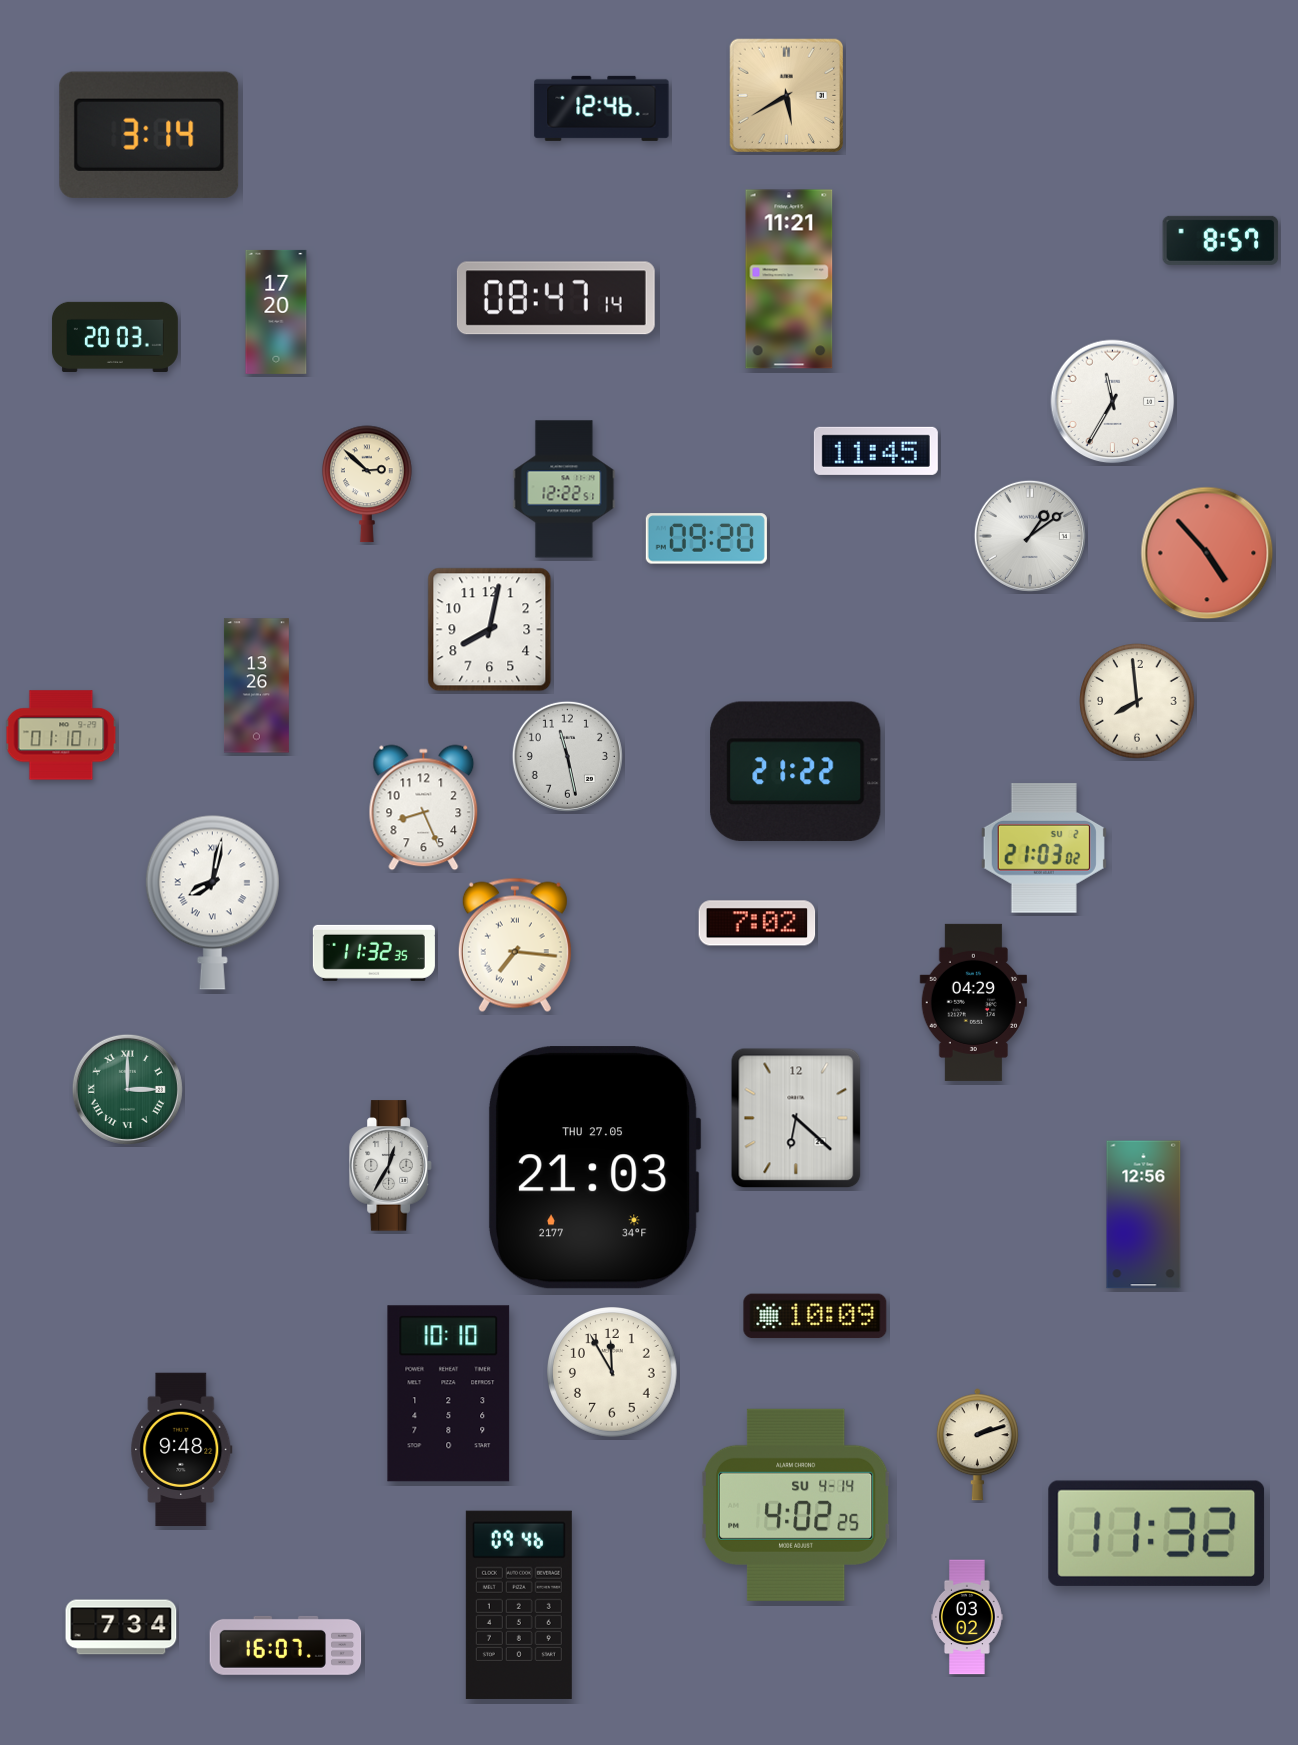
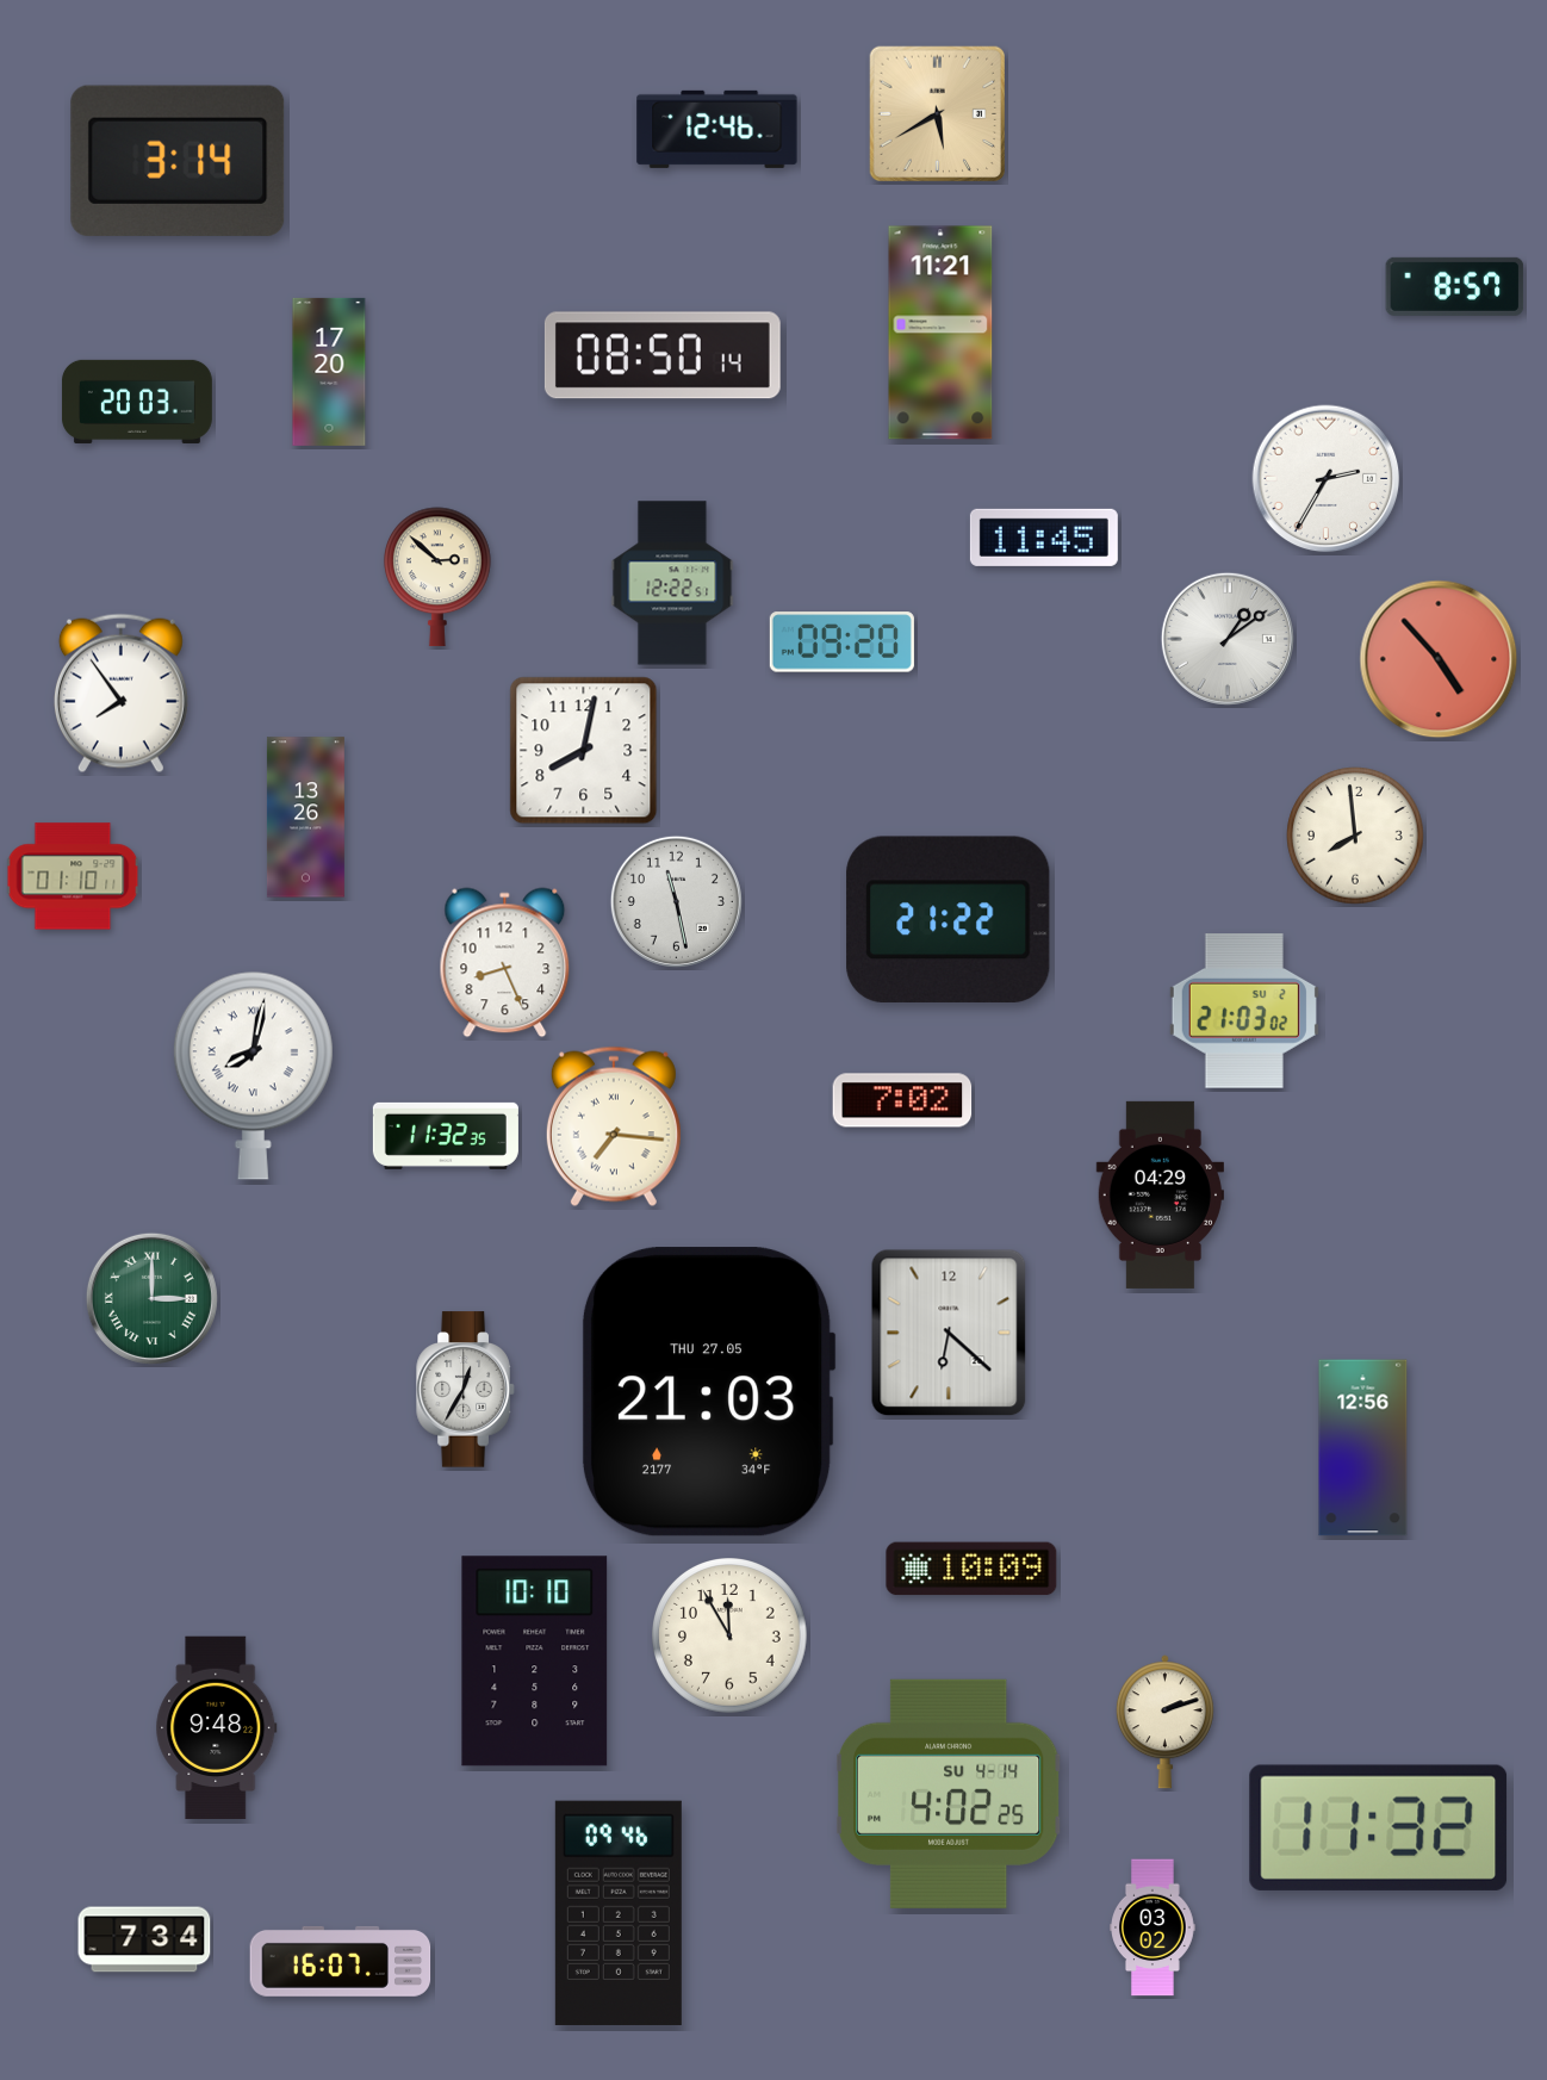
clock at (556, 298): 08:47 -> 08:50
clock at (1113, 402): 11:35 -> 2:35
clock at (120, 694): none -> 7:54
